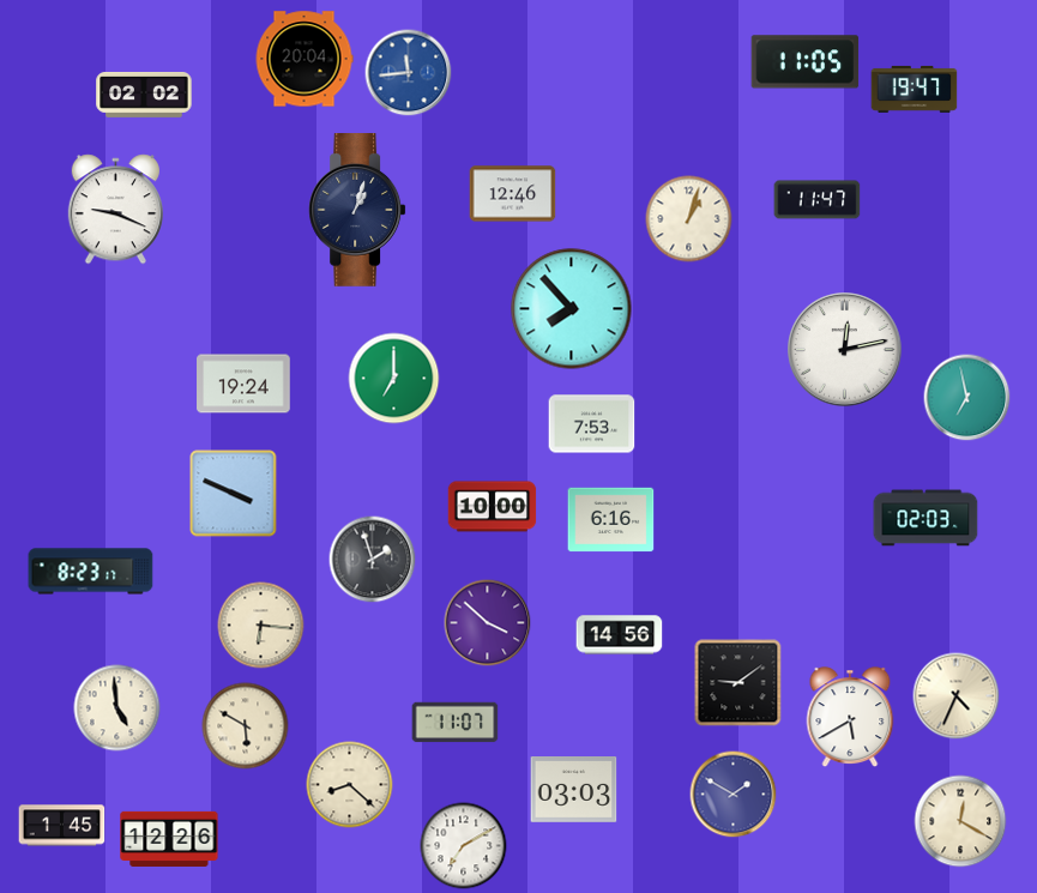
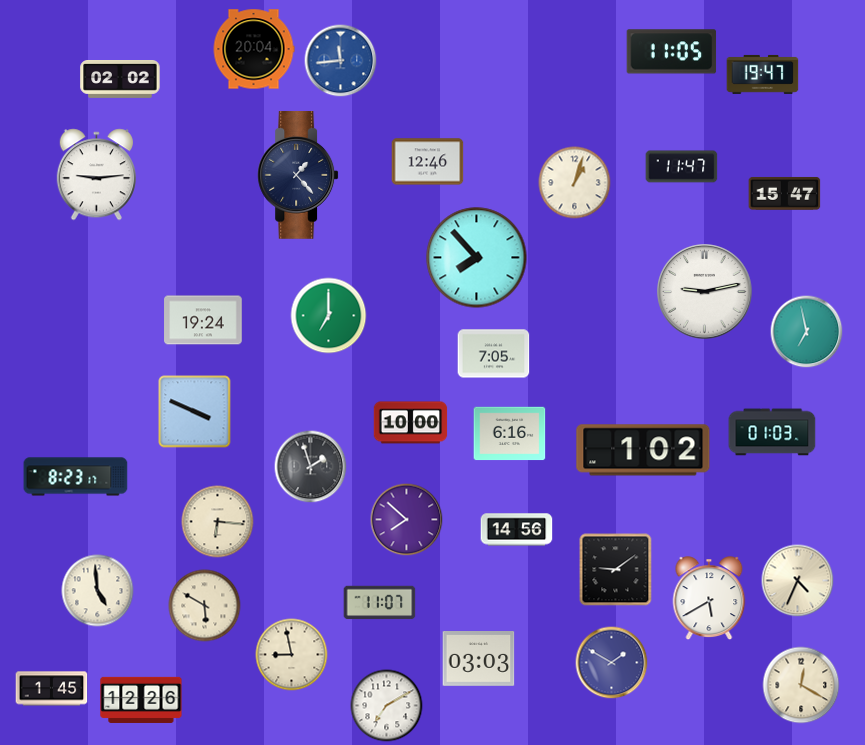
clock at (115, 210): 9:19 -> 9:14
clock at (357, 211): 1:03 -> 1:23
clock at (785, 193): none -> 15:47
clock at (845, 350): 12:13 -> 9:13
clock at (592, 424): 7:53 -> 7:05
clock at (926, 518): 02:03 -> 01:03
clock at (643, 450): none -> 1:02
clock at (488, 623): 3:52 -> 7:52
clock at (350, 785): 8:22 -> 8:58
